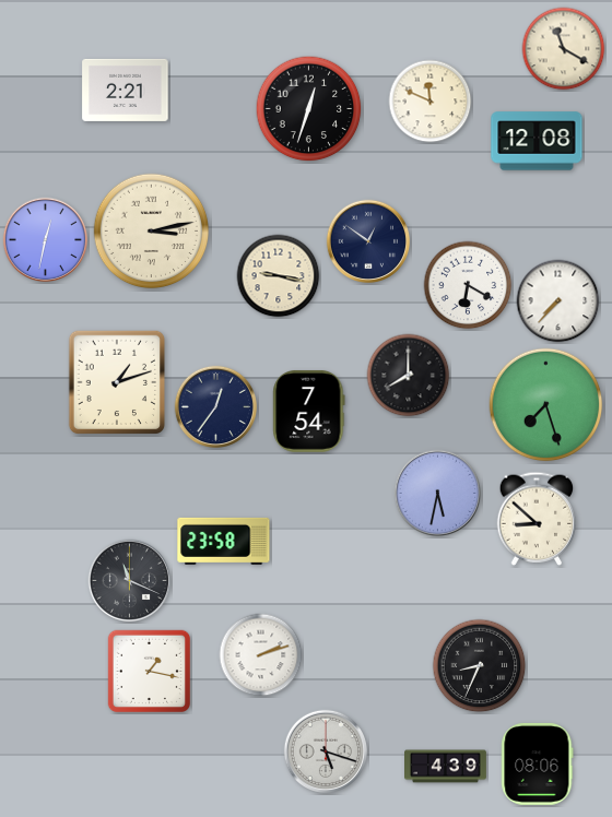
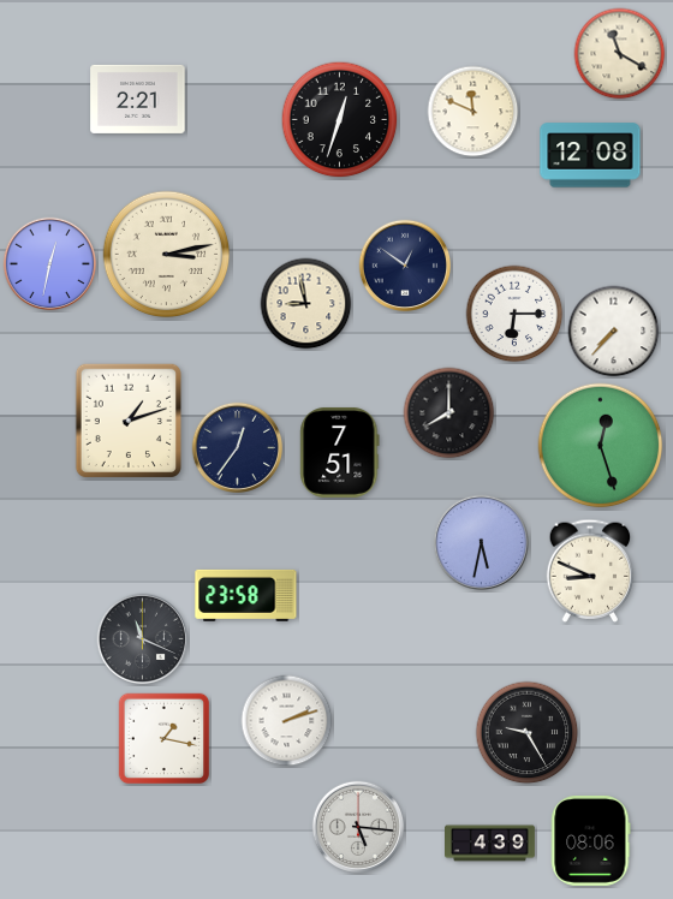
clock at (279, 276): 9:17 -> 8:58
clock at (468, 285): 6:20 -> 6:15
clock at (546, 405): 7:27 -> 12:27
clock at (309, 411): 7:54 -> 7:51
clock at (537, 519): 8:52 -> 8:49
clock at (480, 666): 8:34 -> 9:25
clock at (326, 751): 5:18 -> 5:16
